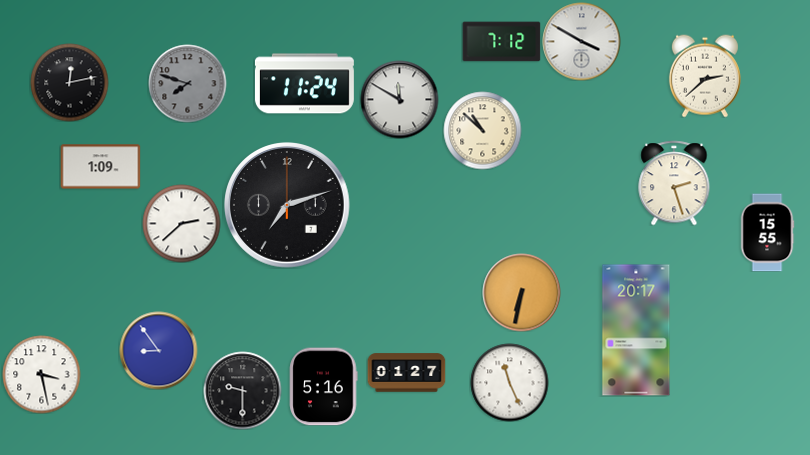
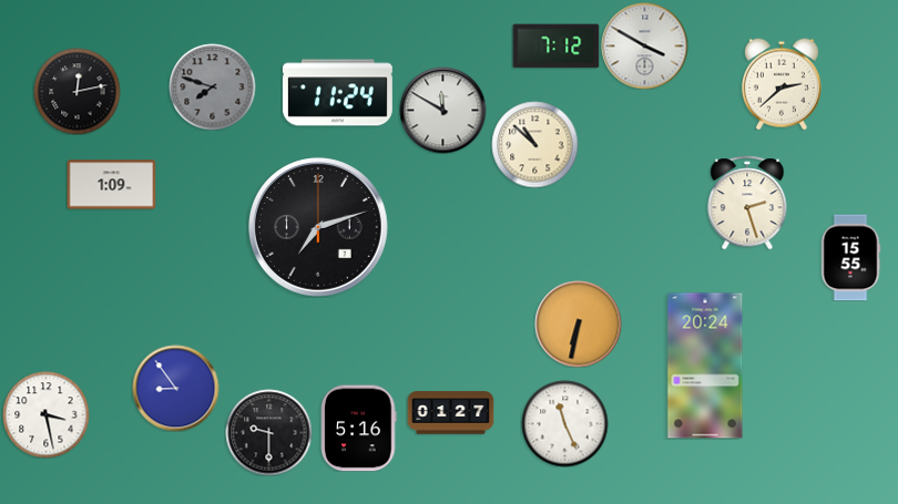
clock at (187, 83) position: (187, 83) -> (212, 86)
clock at (181, 223): 2:38 -> none
clock at (636, 330): 20:17 -> 20:24
